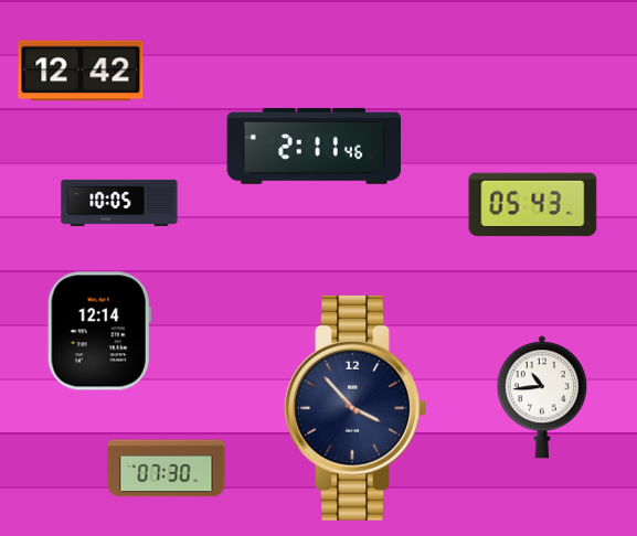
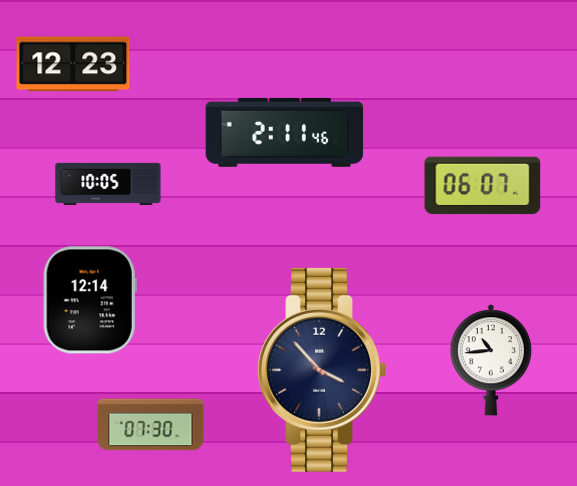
clock at (81, 71): 12:42 -> 12:23
clock at (533, 205): 05:43 -> 06:07
